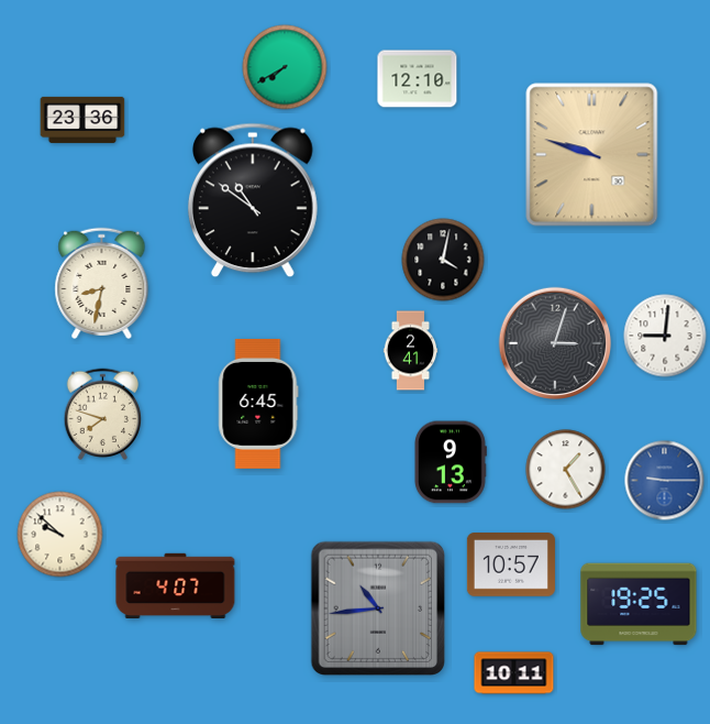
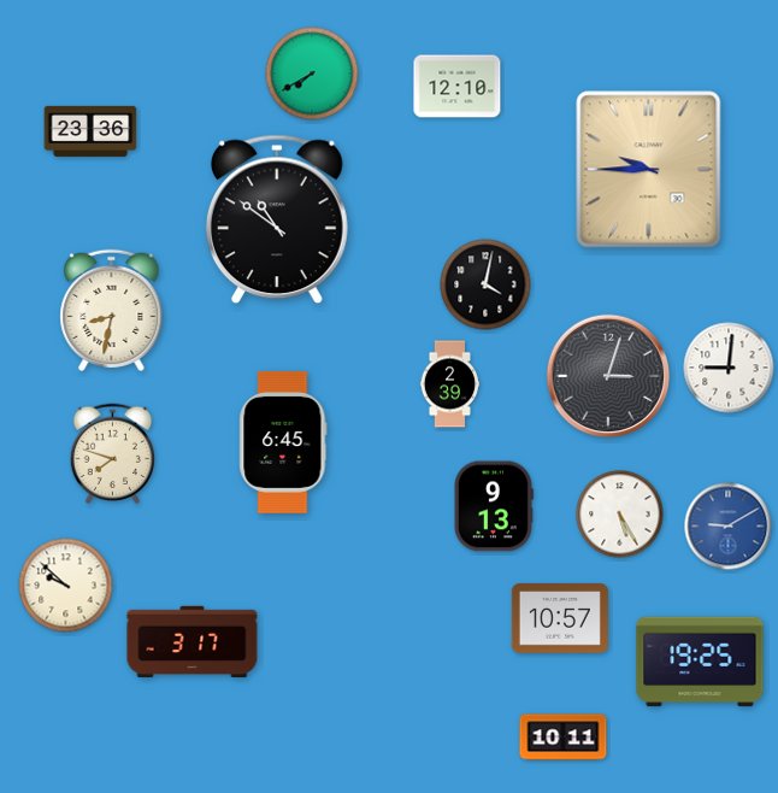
clock at (592, 155): 9:48 -> 9:45
clock at (411, 351): 2:41 -> 2:39
clock at (566, 470): 1:25 -> 5:25
clock at (665, 481): 9:15 -> 9:10
clock at (176, 585): 4:07 -> 3:17
clock at (378, 608): 10:44 -> none
